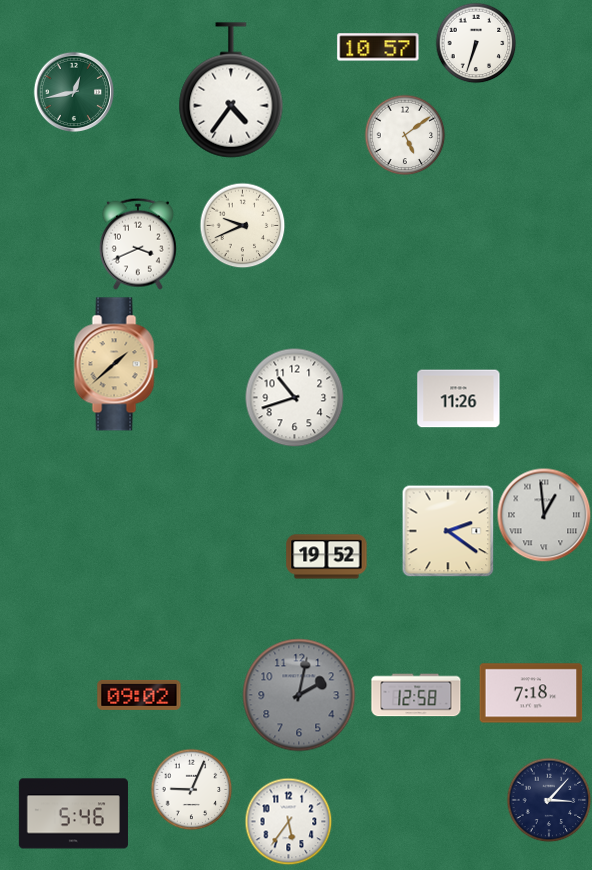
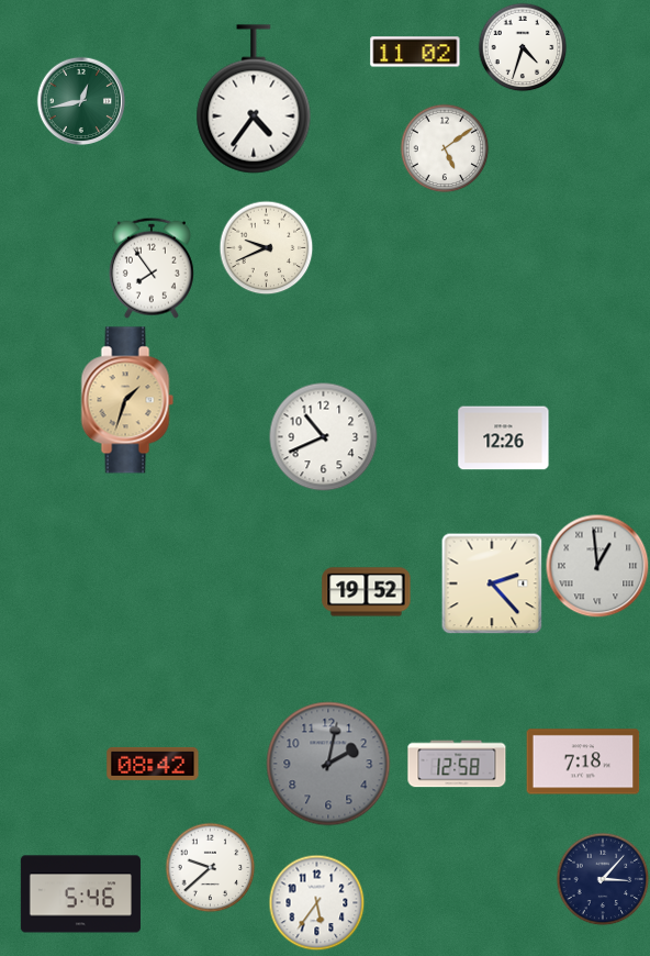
clock at (476, 43): 6:33 -> 4:33
clock at (378, 47): 10:57 -> 11:02
clock at (138, 244): 3:41 -> 7:54
clock at (116, 364): 1:38 -> 1:33
clock at (295, 398): 10:42 -> 10:41
clock at (459, 399): 11:26 -> 12:26
clock at (448, 531): 2:21 -> 2:23
clock at (327, 557) position: (327, 557) -> (367, 592)
clock at (139, 695): 09:02 -> 08:42
clock at (191, 789): 9:04 -> 9:38
